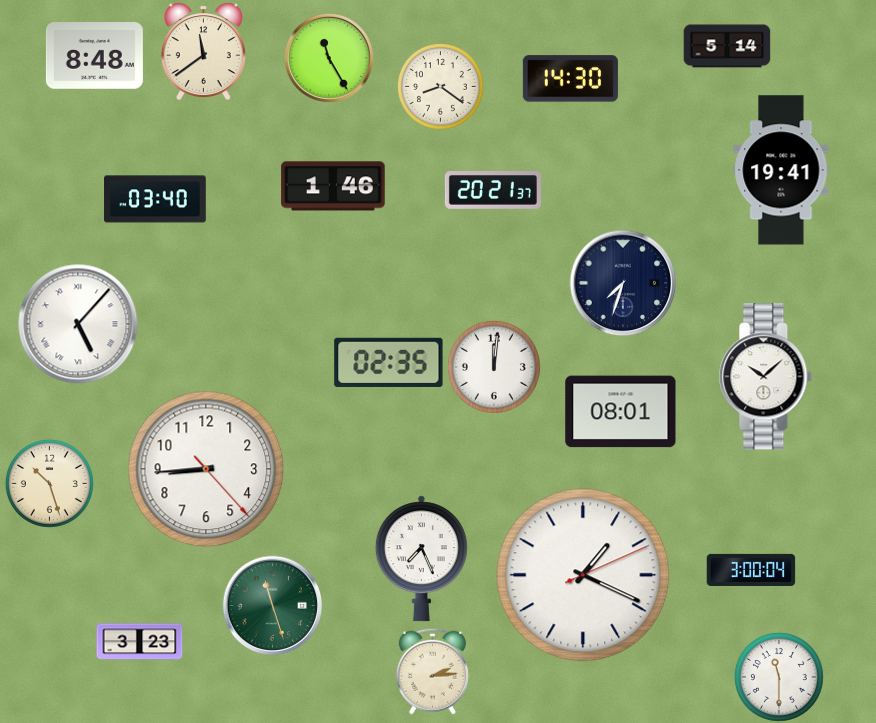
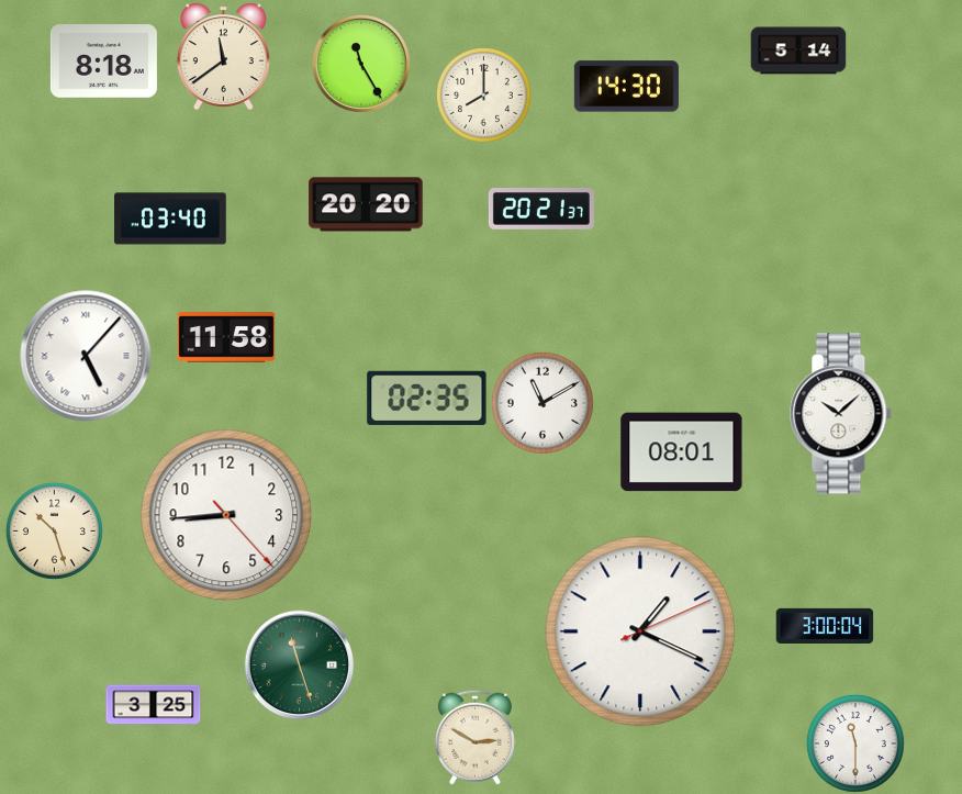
clock at (94, 56): 8:48 -> 8:18
clock at (440, 86): 8:21 -> 8:00
clock at (781, 170): 19:41 -> none
clock at (333, 186): 1:46 -> 20:20
clock at (623, 283): 7:33 -> none
clock at (226, 337): none -> 11:58
clock at (494, 367): 12:01 -> 11:10
clock at (421, 559): 7:26 -> none
clock at (140, 642): 3:23 -> 3:25
clock at (432, 671): 2:14 -> 2:50
